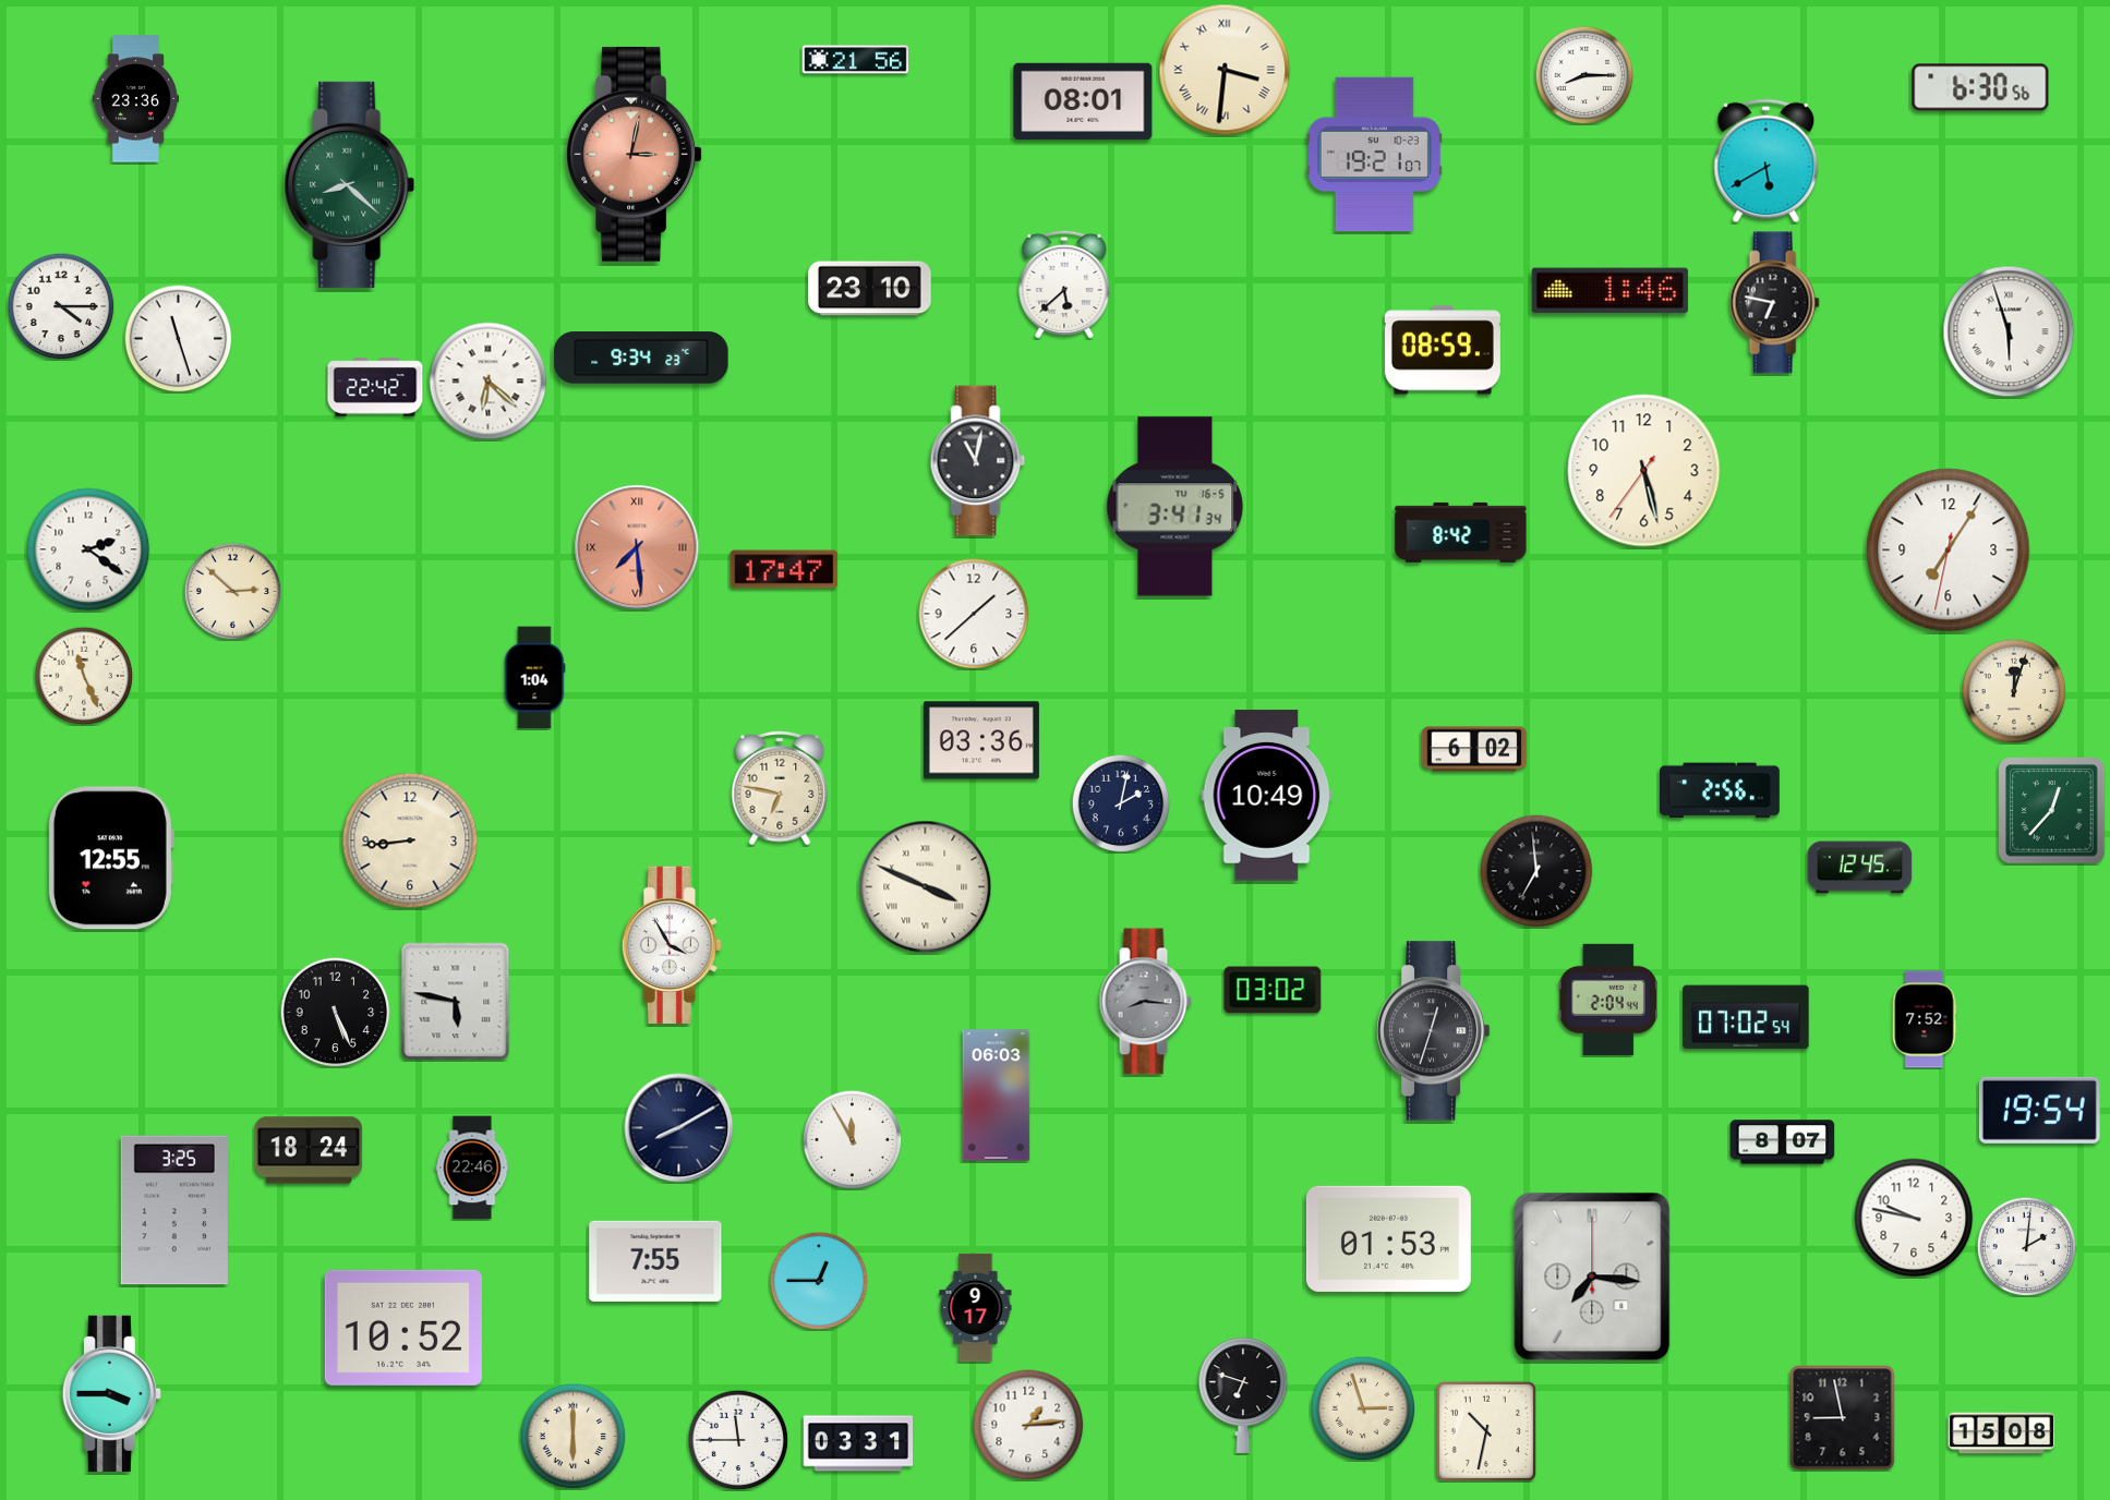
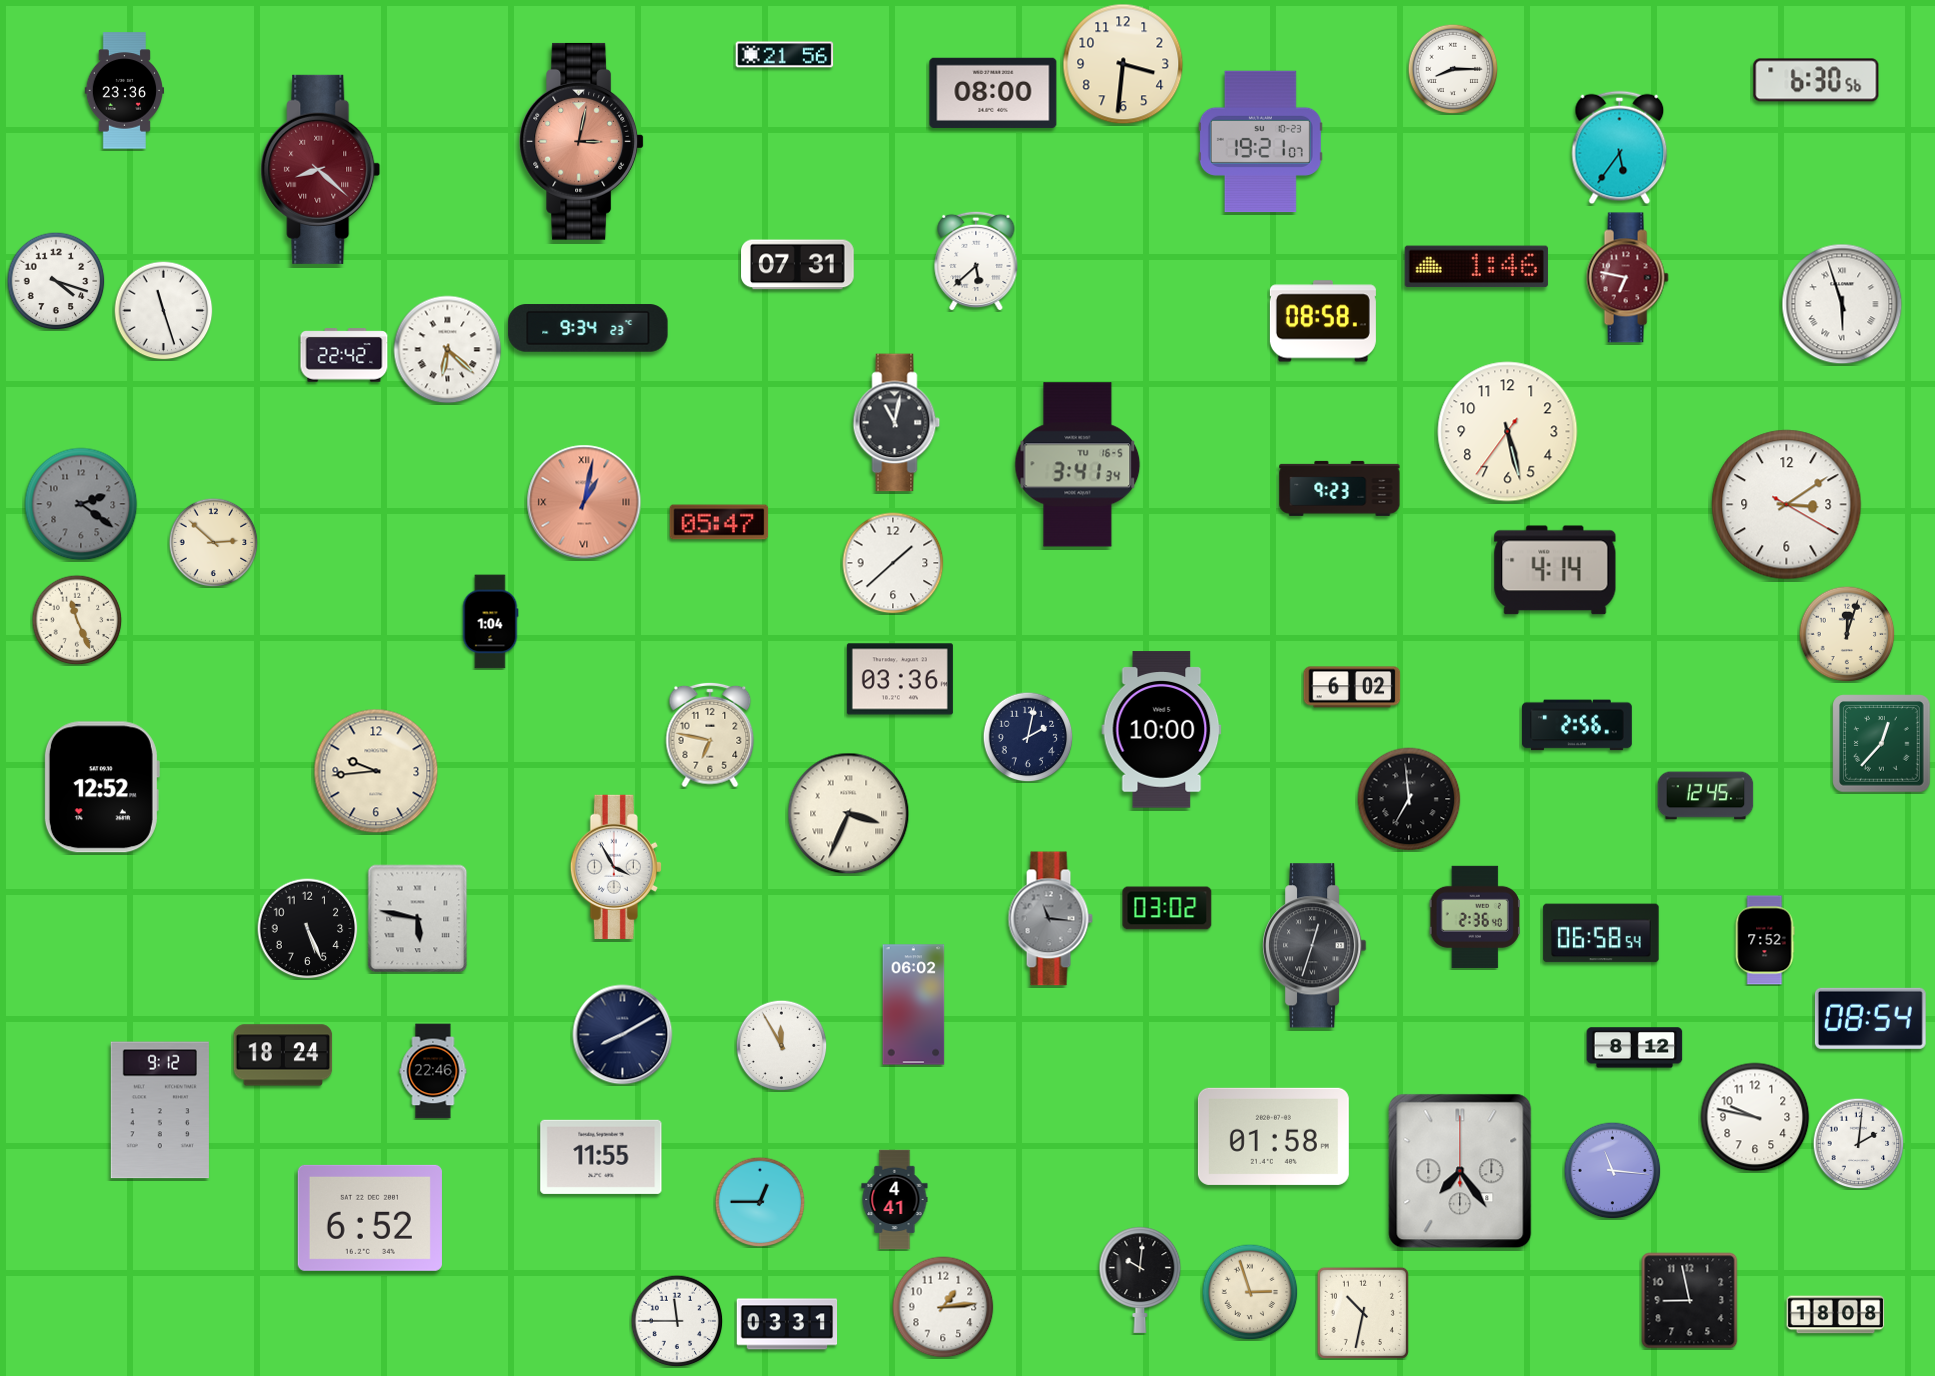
clock at (1225, 70) numerals: Roman -> Arabic
clock at (1083, 101): 08:01 -> 08:00
clock at (1767, 161): 5:40 -> 5:36
clock at (350, 184) dial: green -> burgundy
clock at (870, 289): 23:10 -> 07:31
clock at (1774, 303) dial: black -> burgundy
clock at (61, 306): 4:15 -> 4:18
clock at (1443, 350): 08:59 -> 08:58
clock at (1461, 532): 8:42 -> 9:23
clock at (637, 547): 7:29 -> 1:02
clock at (88, 549) dial: white -> grey
clock at (1949, 551): 7:05 -> 3:09
clock at (784, 569): 17:47 -> 05:47
clock at (1555, 570): none -> 4:14
clock at (780, 788) position: (780, 788) -> (710, 735)
clock at (1267, 796): 10:49 -> 10:00
clock at (410, 840): 8:44 -> 9:44
clock at (110, 858): 12:55 -> 12:52
clock at (926, 887): 3:49 -> 3:34
clock at (1608, 1000): 2:04 -> 2:36
clock at (1145, 1002): 8:16 -> 11:16
clock at (1746, 1017): 07:02 -> 06:58
clock at (1925, 1019) position: (1925, 1019) -> (1765, 940)
clock at (997, 1096): 06:03 -> 06:02
clock at (2039, 1110): 19:54 -> 08:54
clock at (1783, 1142): 8:07 -> 8:12
clock at (174, 1210): 3:25 -> 9:12
clock at (1388, 1238): 01:53 -> 01:58
clock at (655, 1261): 7:55 -> 11:55
clock at (1612, 1170): none -> 11:16
clock at (1592, 1277): 7:16 -> 7:24
clock at (819, 1281) position: (819, 1281) -> (760, 1202)
clock at (976, 1308): 9:17 -> 4:41
clock at (403, 1328): 10:52 -> 6:52
clock at (111, 1393): 3:45 -> none
clock at (1243, 1395): 6:48 -> 10:01
clock at (2002, 1434): 15:08 -> 18:08
clock at (572, 1436): 6:00 -> none
